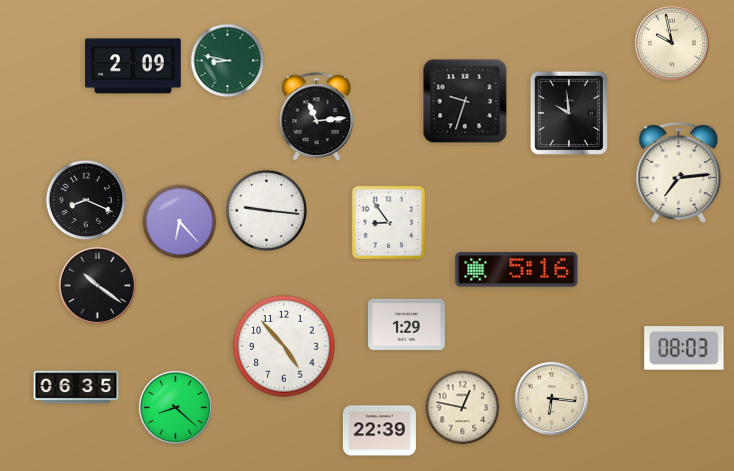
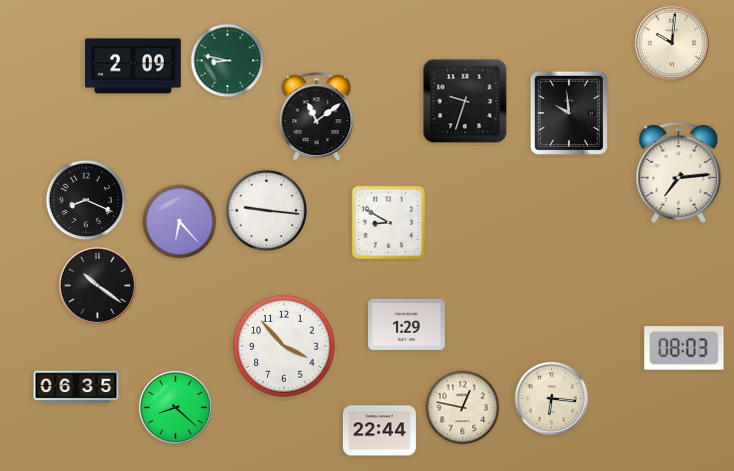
clock at (672, 43): 9:58 -> 10:01
clock at (317, 116): 11:14 -> 11:09
clock at (388, 222): 8:54 -> 8:50
clock at (517, 270): 5:16 -> none
clock at (284, 346): 4:53 -> 3:53
clock at (379, 431): 22:39 -> 22:44
